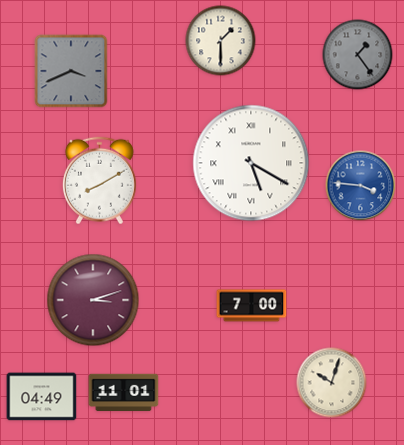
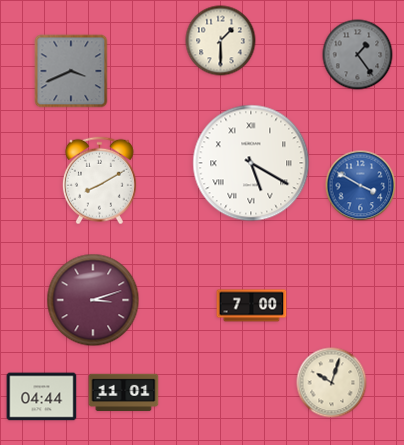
clock at (361, 186): 3:46 -> 3:50
clock at (42, 397): 04:49 -> 04:44
